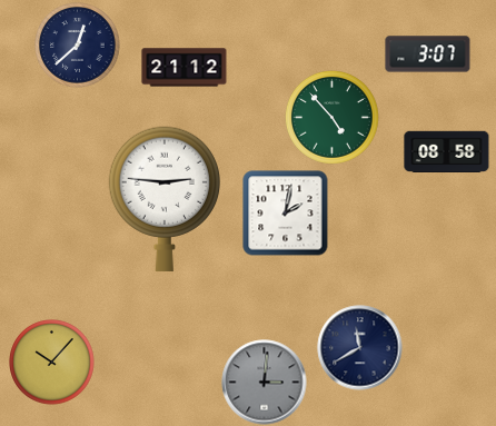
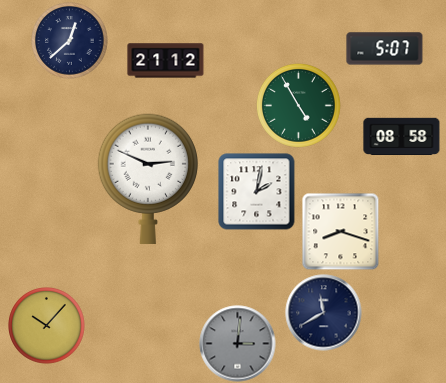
clock at (428, 55): 3:07 -> 5:07
clock at (333, 118): 4:53 -> 4:55
clock at (163, 199): 2:46 -> 2:49
clock at (340, 231): none -> 8:18
